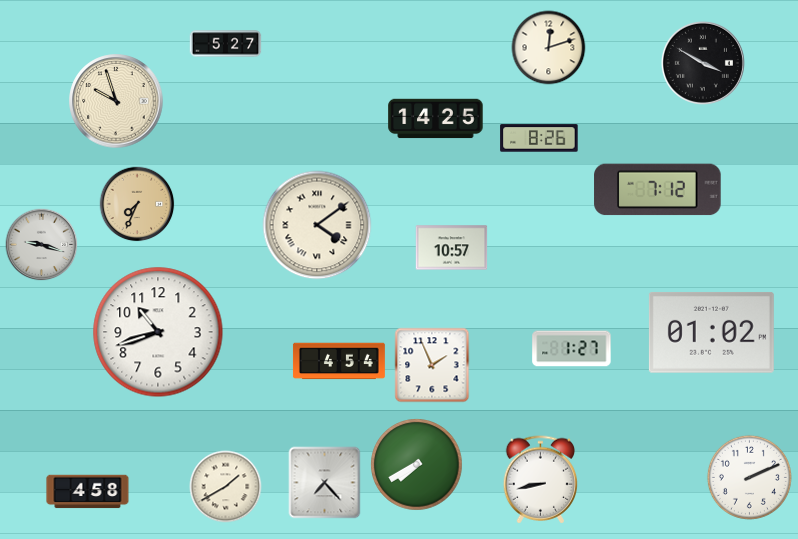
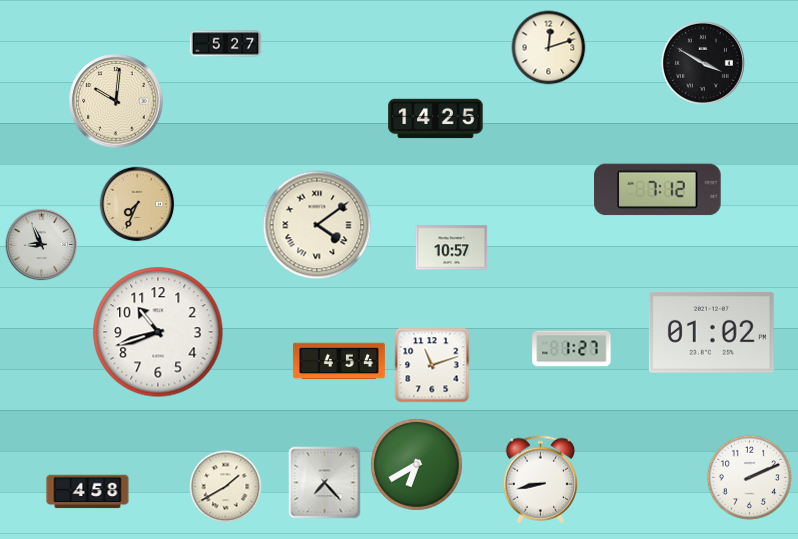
clock at (116, 101): 9:57 -> 10:01
clock at (539, 138): 8:26 -> none
clock at (42, 245): 9:18 -> 8:56
clock at (432, 365): 1:56 -> 11:12
clock at (417, 465): 7:40 -> 6:40
